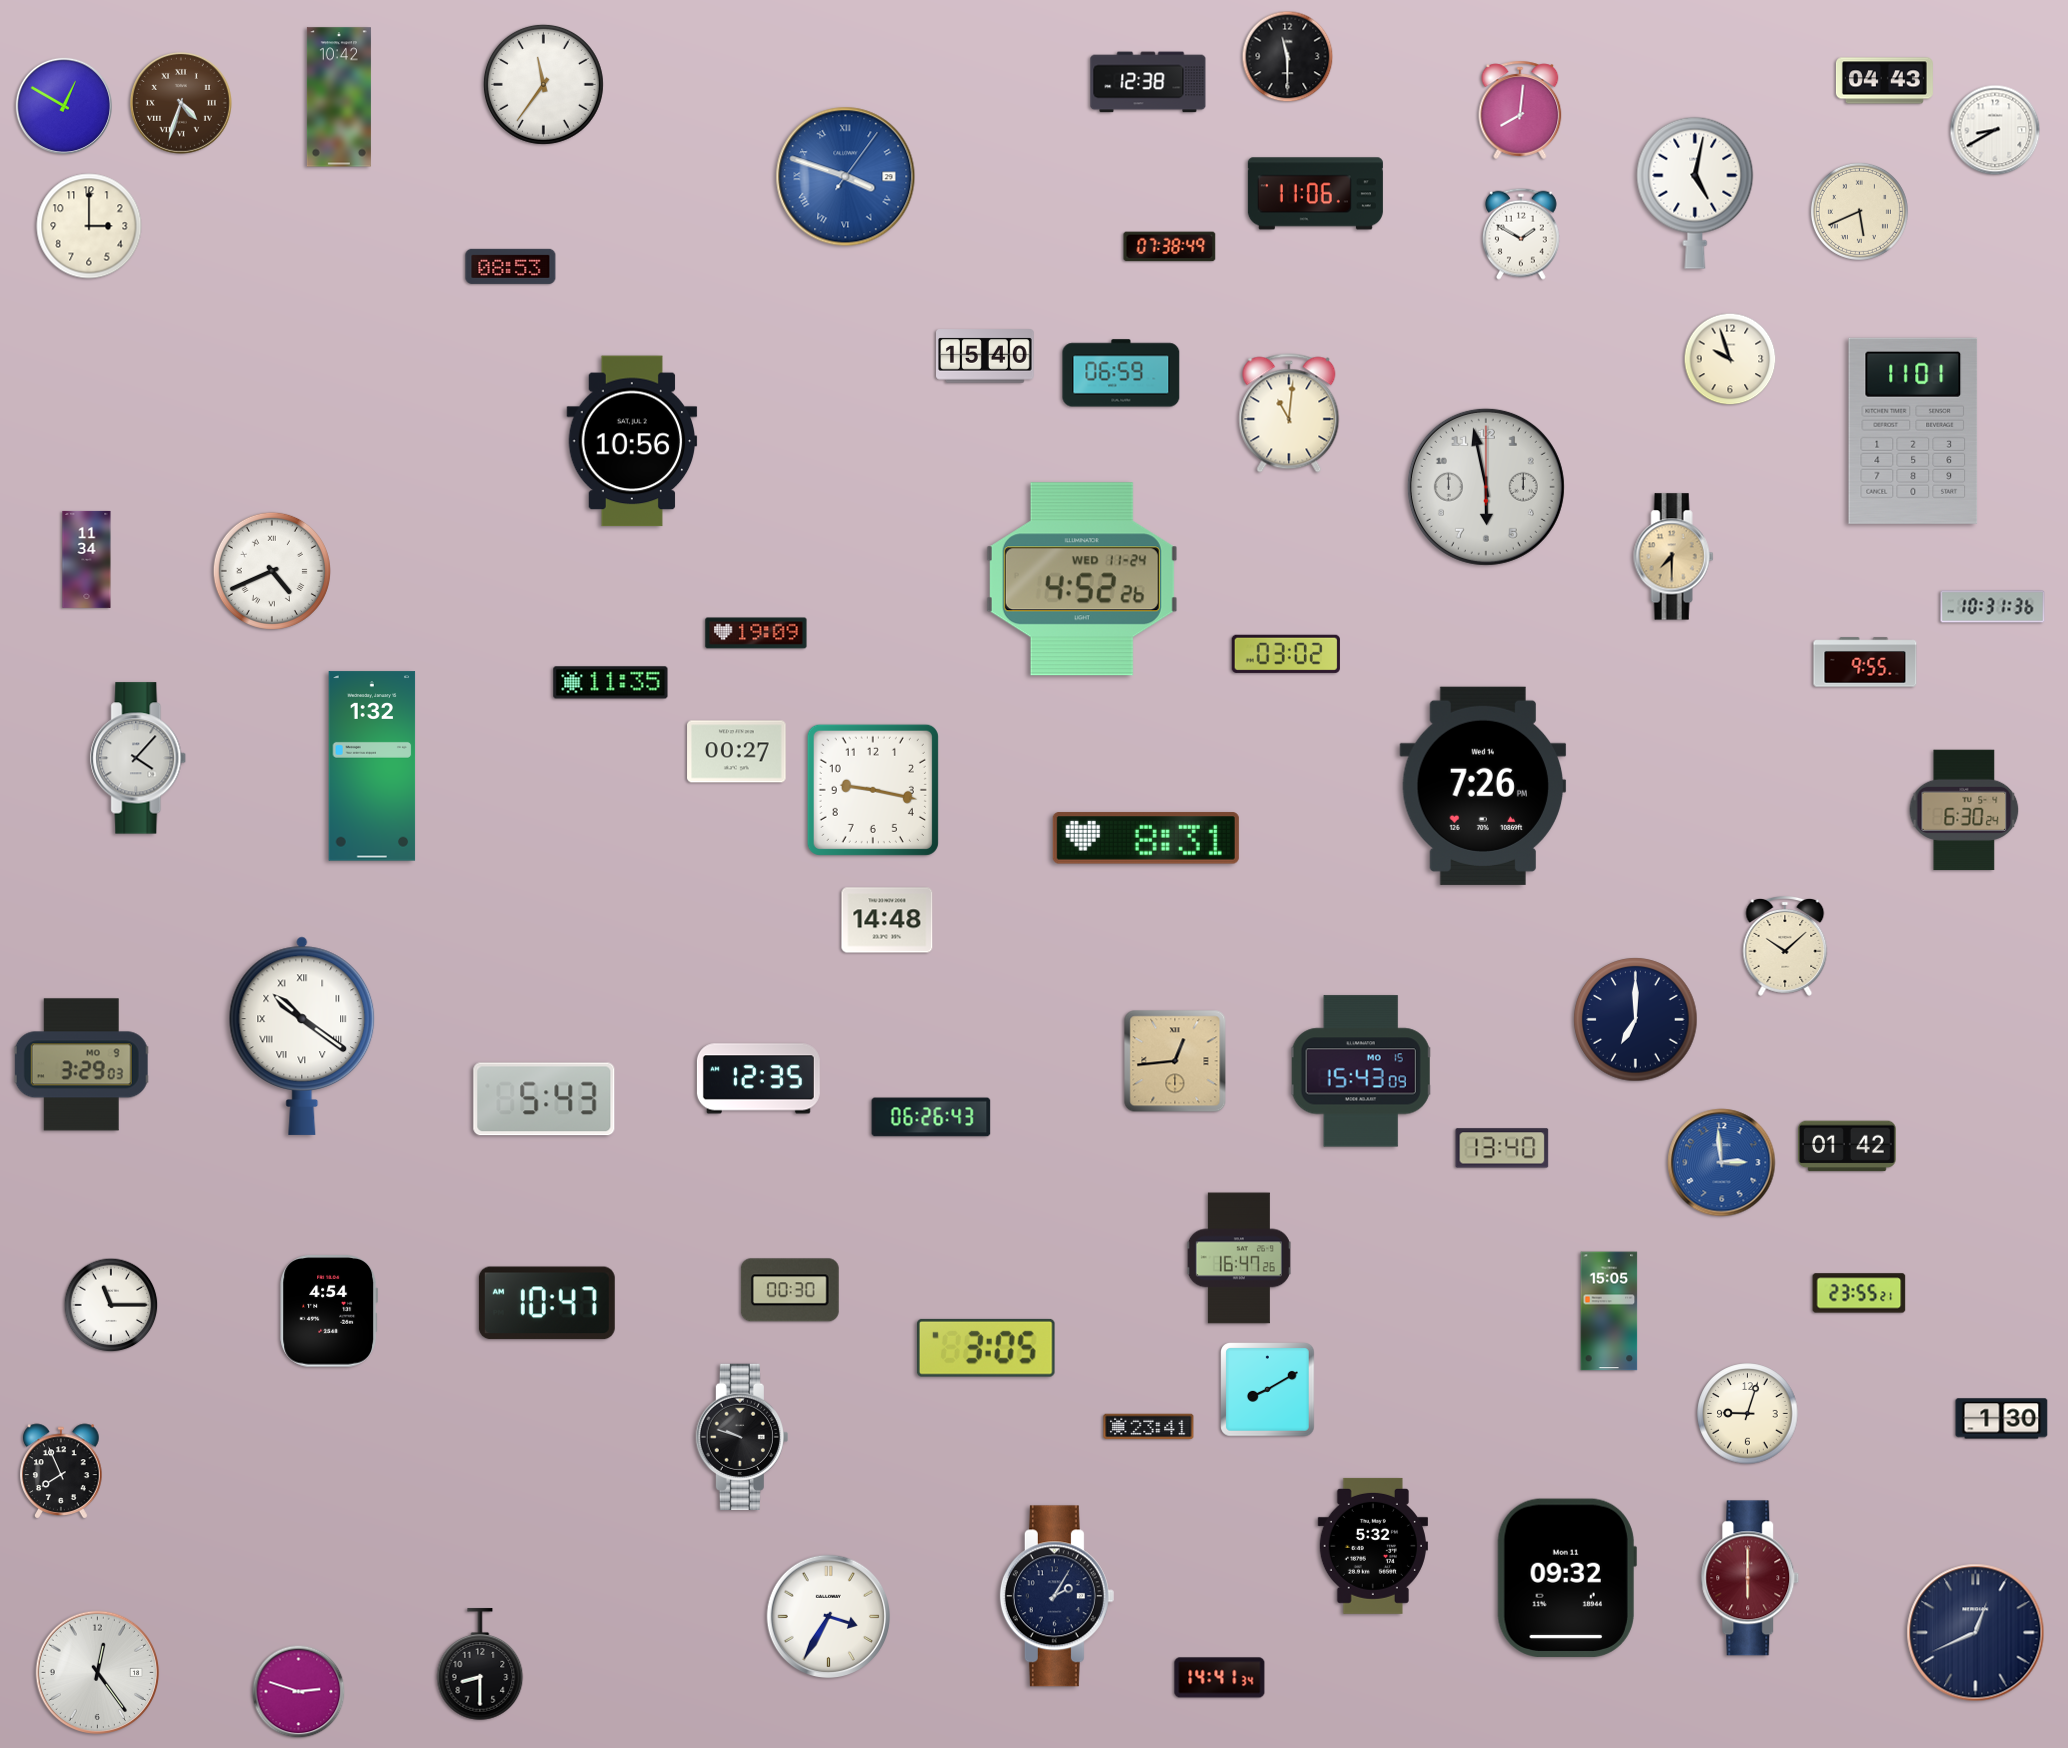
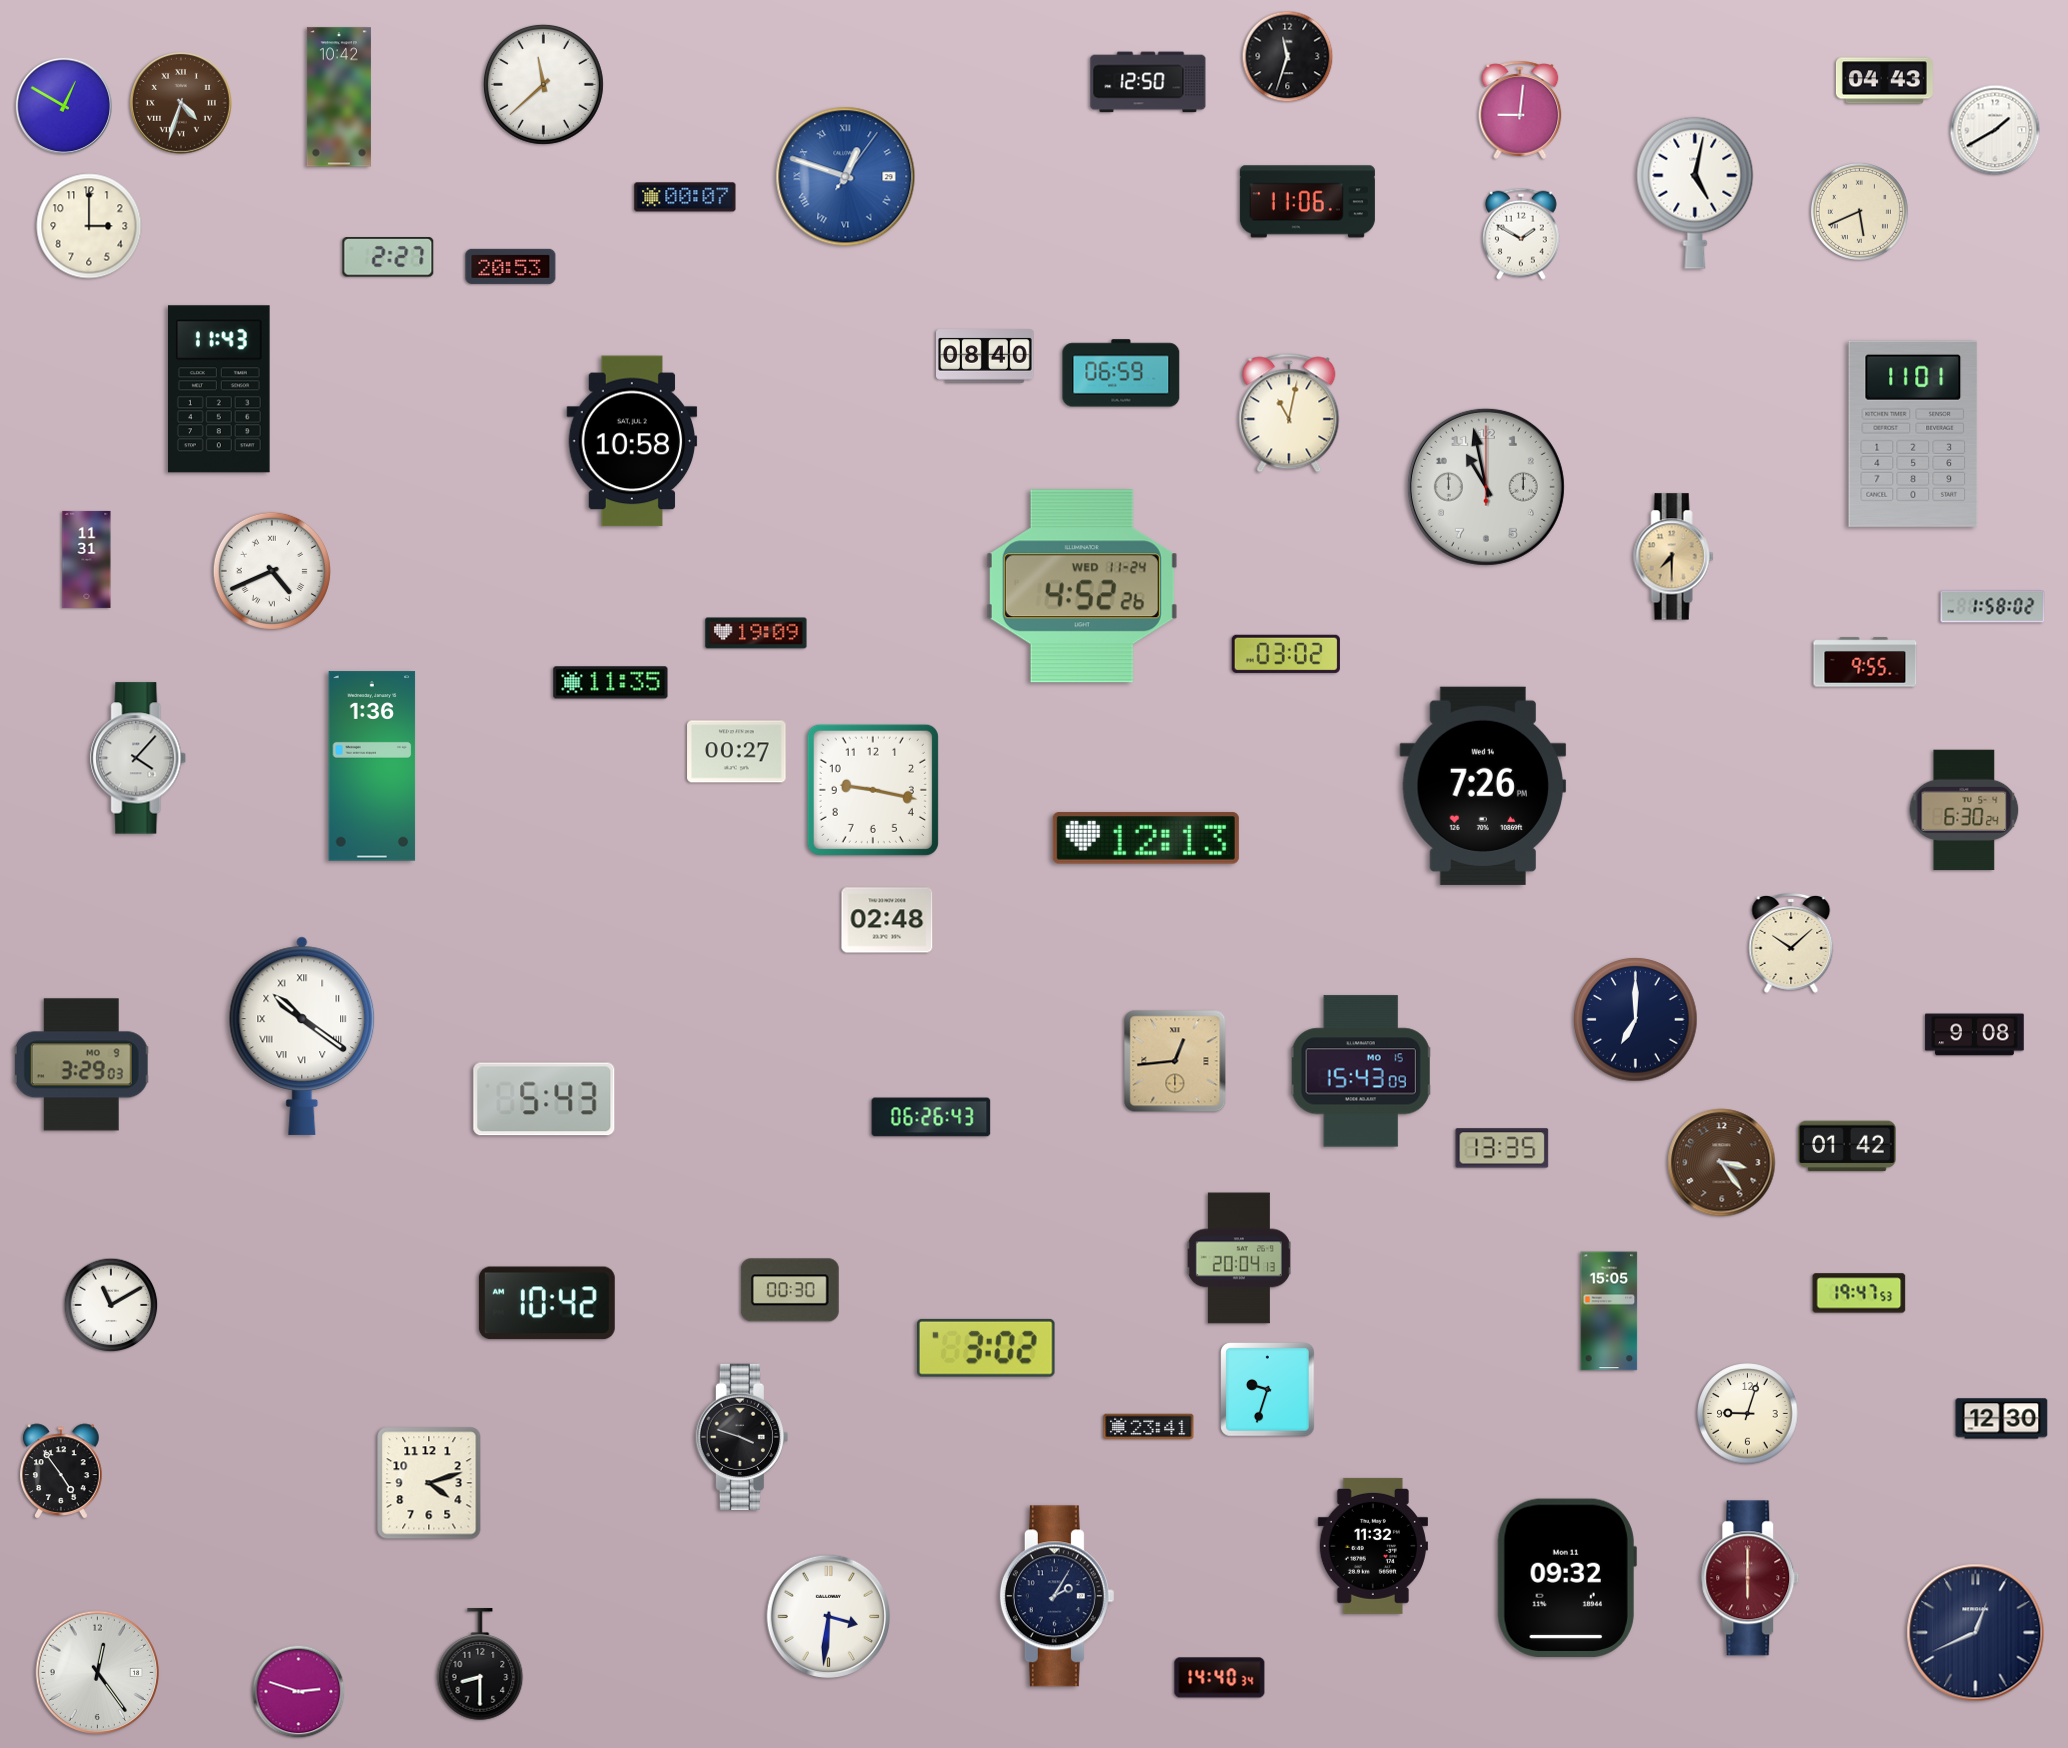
clock at (1288, 57): 11:30 -> 11:33
clock at (1148, 82): 12:38 -> 12:50
clock at (543, 84): 11:36 -> 11:38
clock at (1520, 110): 8:01 -> 9:01
clock at (1995, 130): 8:40 -> 1:40
clock at (846, 177): 3:48 -> 12:48
clock at (1315, 194) position: (1315, 194) -> (1307, 202)
clock at (685, 197): none -> 00:07
clock at (1170, 247): 07:38 -> none
clock at (388, 257): none -> 2:27
clock at (511, 266): 08:53 -> 20:53
clock at (986, 356): 15:40 -> 08:40
clock at (1730, 359): 9:57 -> none
clock at (219, 389): none -> 11:43
clock at (1289, 413): 11:01 -> 11:02
clock at (1913, 431) position: (1913, 431) -> (1913, 434)
clock at (632, 441): 10:56 -> 10:58
clock at (1486, 487): 5:58 -> 10:58
clock at (87, 559): 11:34 -> 11:31
clock at (1082, 579) position: (1082, 579) -> (1082, 586)
clock at (1993, 607): 10:31 -> 1:58
clock at (372, 766): 1:32 -> 1:36
clock at (1146, 838): 8:31 -> 12:13
clock at (887, 920): 14:48 -> 02:48
clock at (1785, 947) position: (1785, 947) -> (1791, 944)
clock at (1975, 1035): none -> 9:08
clock at (758, 1079): 12:35 -> none
clock at (1502, 1148): 13:40 -> 13:35
clock at (1722, 1163): 2:59 -> 3:24
clock at (1722, 1163) dial: blue -> brown
clock at (1239, 1258): 16:47 -> 20:04
clock at (1859, 1293): 23:55 -> 19:47
clock at (547, 1303): 10:47 -> 10:42
clock at (111, 1305): 11:15 -> 11:10
clock at (328, 1311): 4:54 -> none
clock at (986, 1348): 3:05 -> 3:02
clock at (1268, 1390): 8:10 -> 9:33
clock at (2002, 1419): 1:30 -> 12:30
clock at (742, 1436): 9:48 -> 3:48
clock at (61, 1471): 7:56 -> 4:54
clock at (429, 1483): none -> 4:12
clock at (1373, 1546): 5:32 -> 11:32
clock at (829, 1617): 3:35 -> 3:31
clock at (1220, 1678): 14:41 -> 14:40
